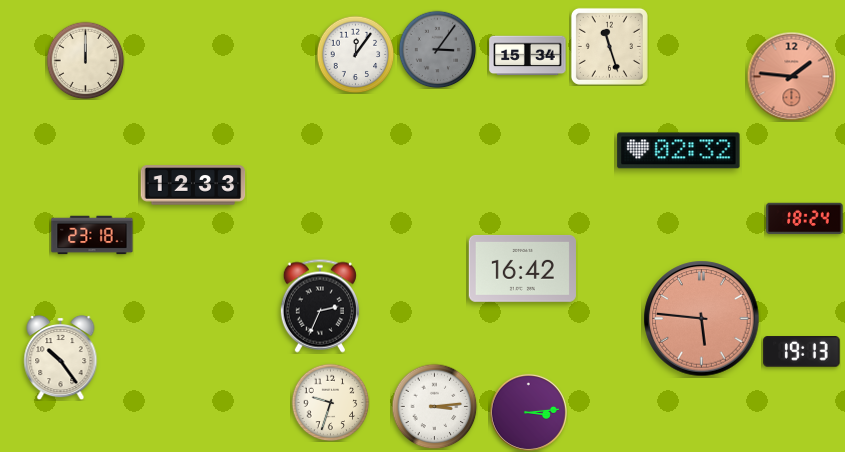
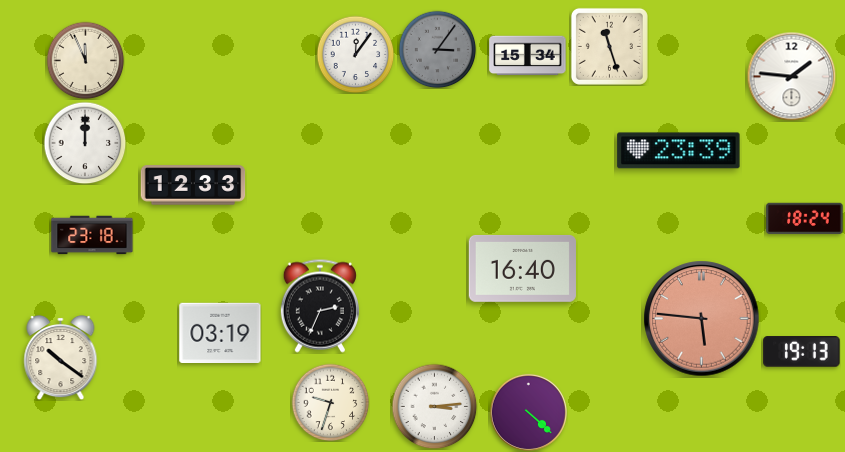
clock at (85, 60): 12:00 -> 11:56
clock at (791, 76) dial: salmon -> white
clock at (85, 143): none -> 12:00
clock at (679, 151): 02:32 -> 23:39
clock at (522, 268): 16:42 -> 16:40
clock at (220, 332): none -> 03:19
clock at (61, 357): 10:24 -> 10:21
clock at (528, 412): 3:14 -> 4:22
